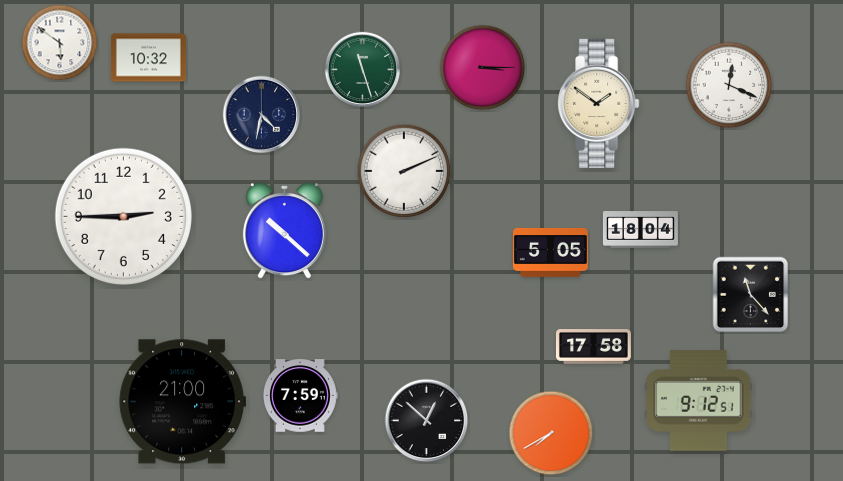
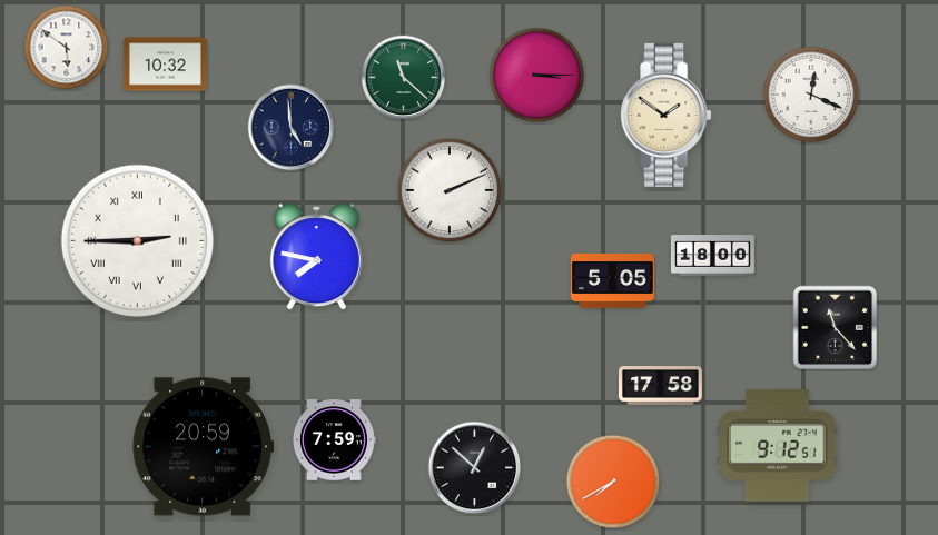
clock at (363, 70): 11:27 -> 11:22
clock at (262, 115): 4:32 -> 4:59
clock at (123, 216) numerals: Arabic -> Roman
clock at (641, 230): 18:04 -> 18:00
clock at (284, 231): 10:22 -> 7:47
clock at (182, 402): 21:00 -> 20:59
